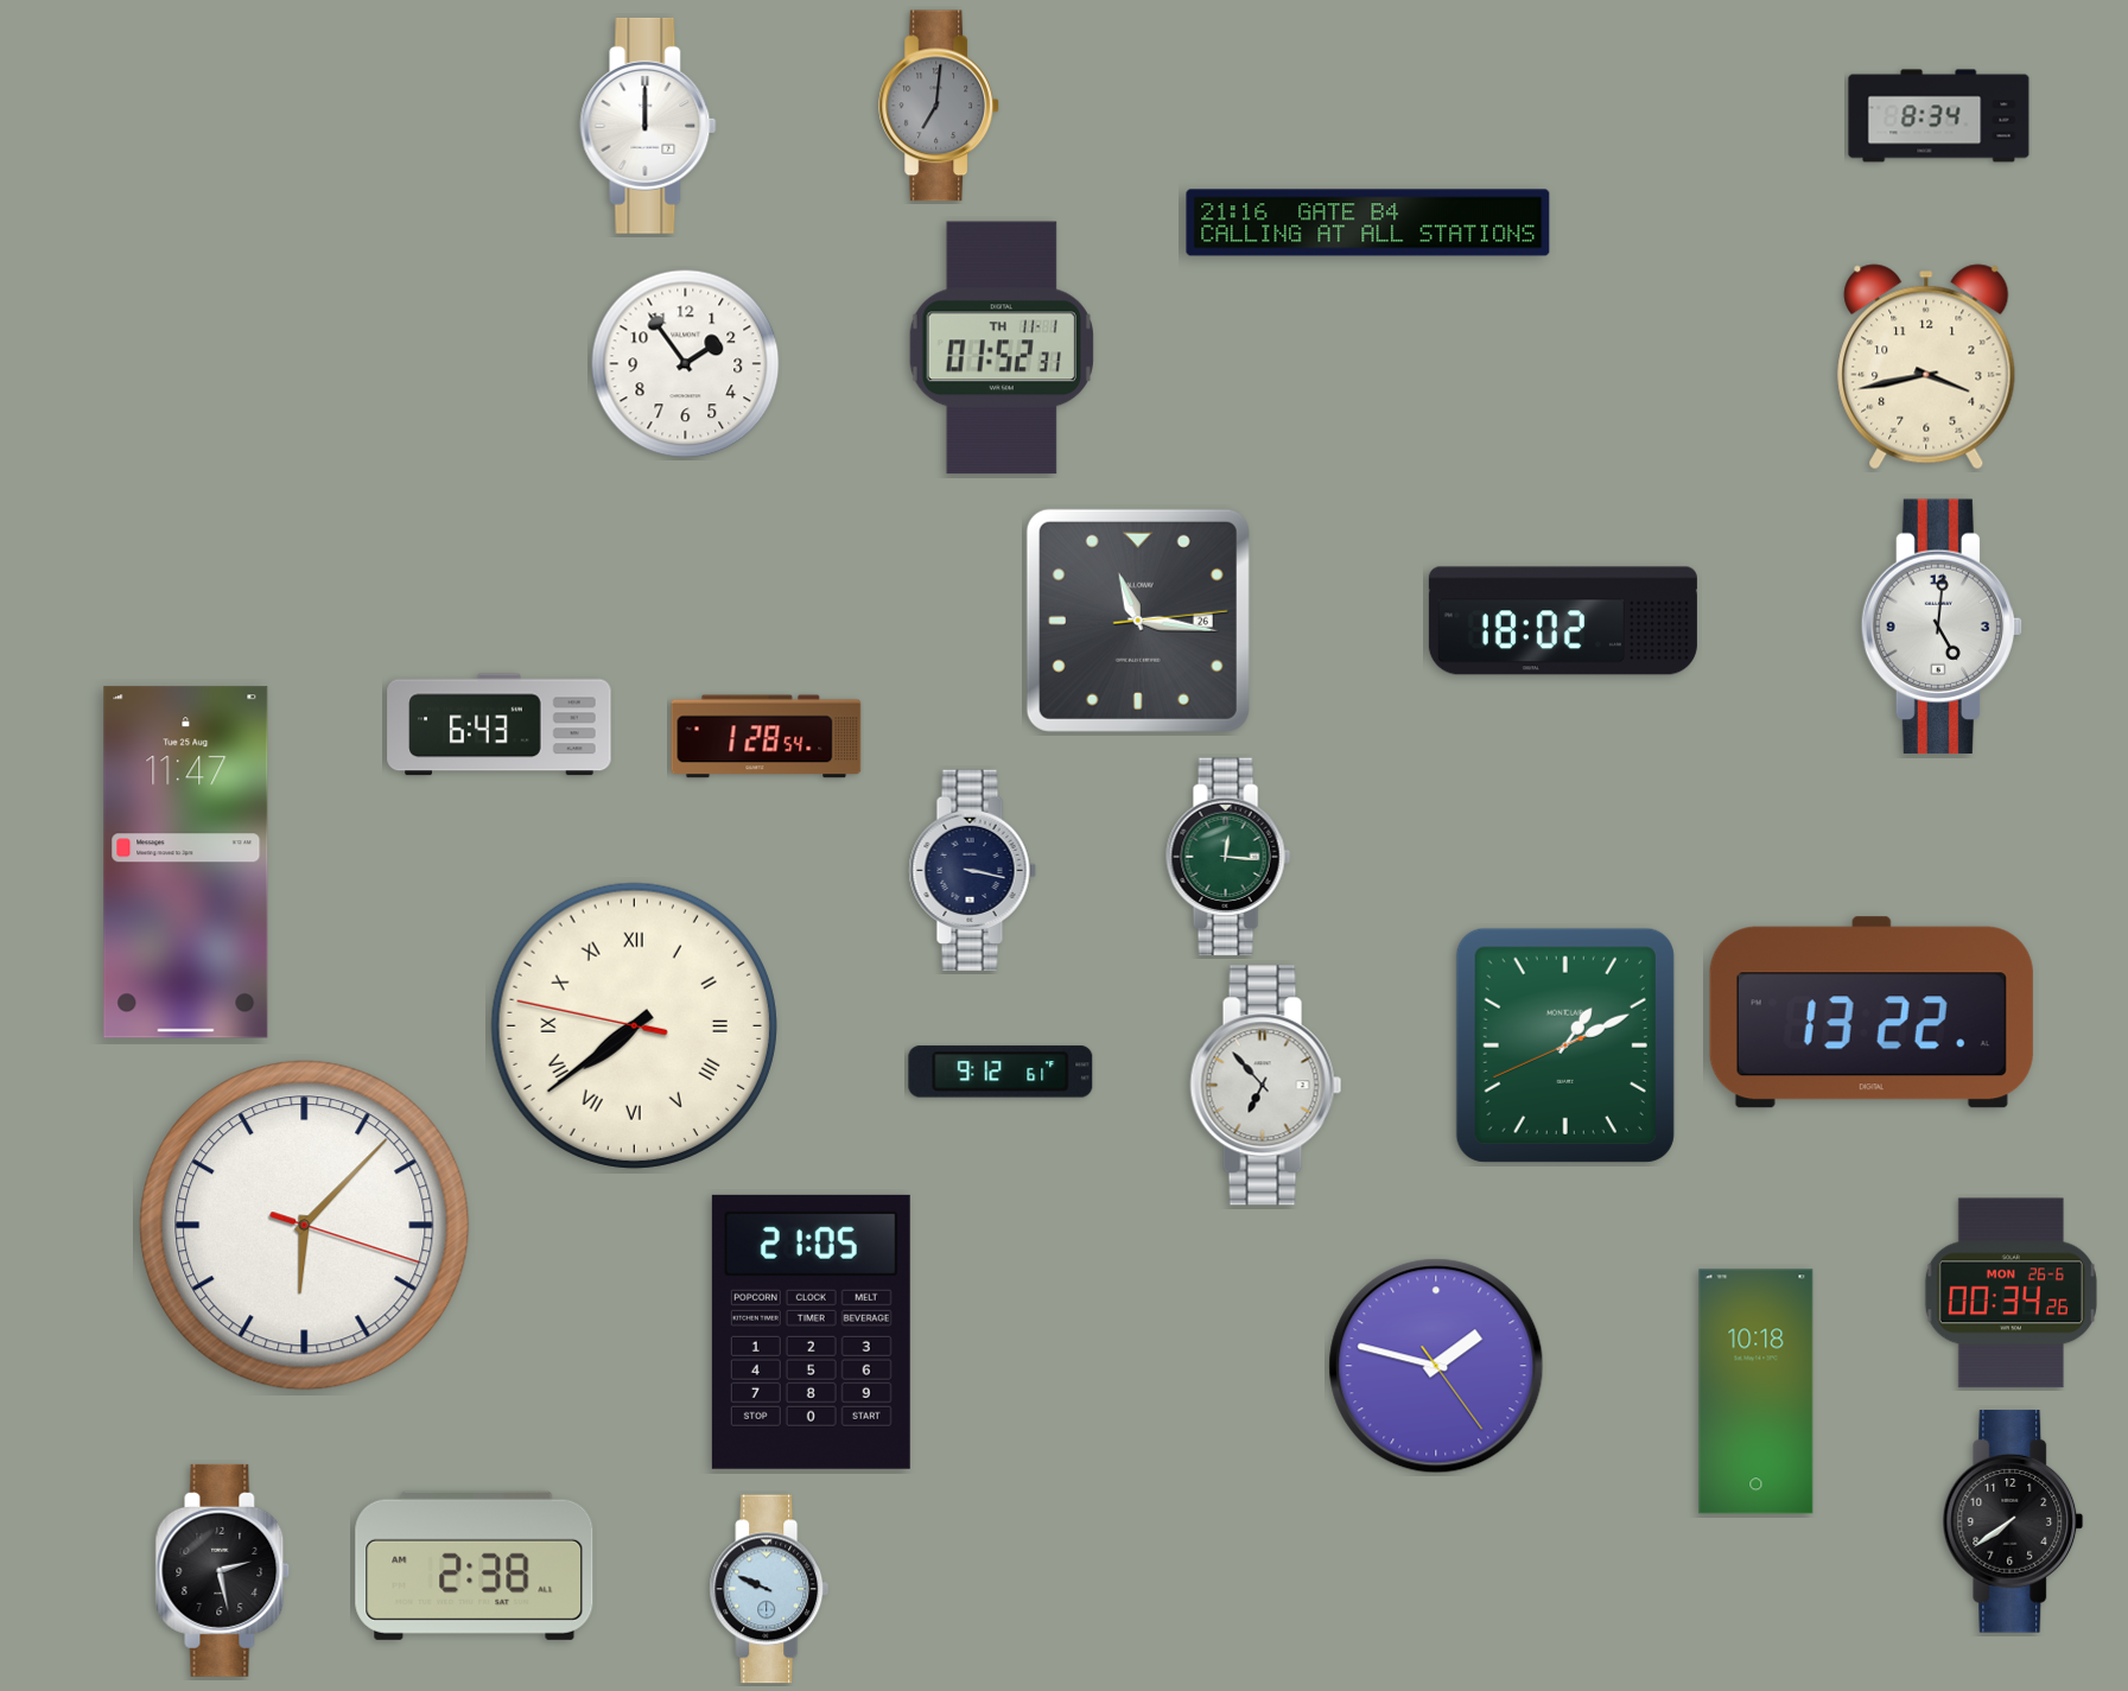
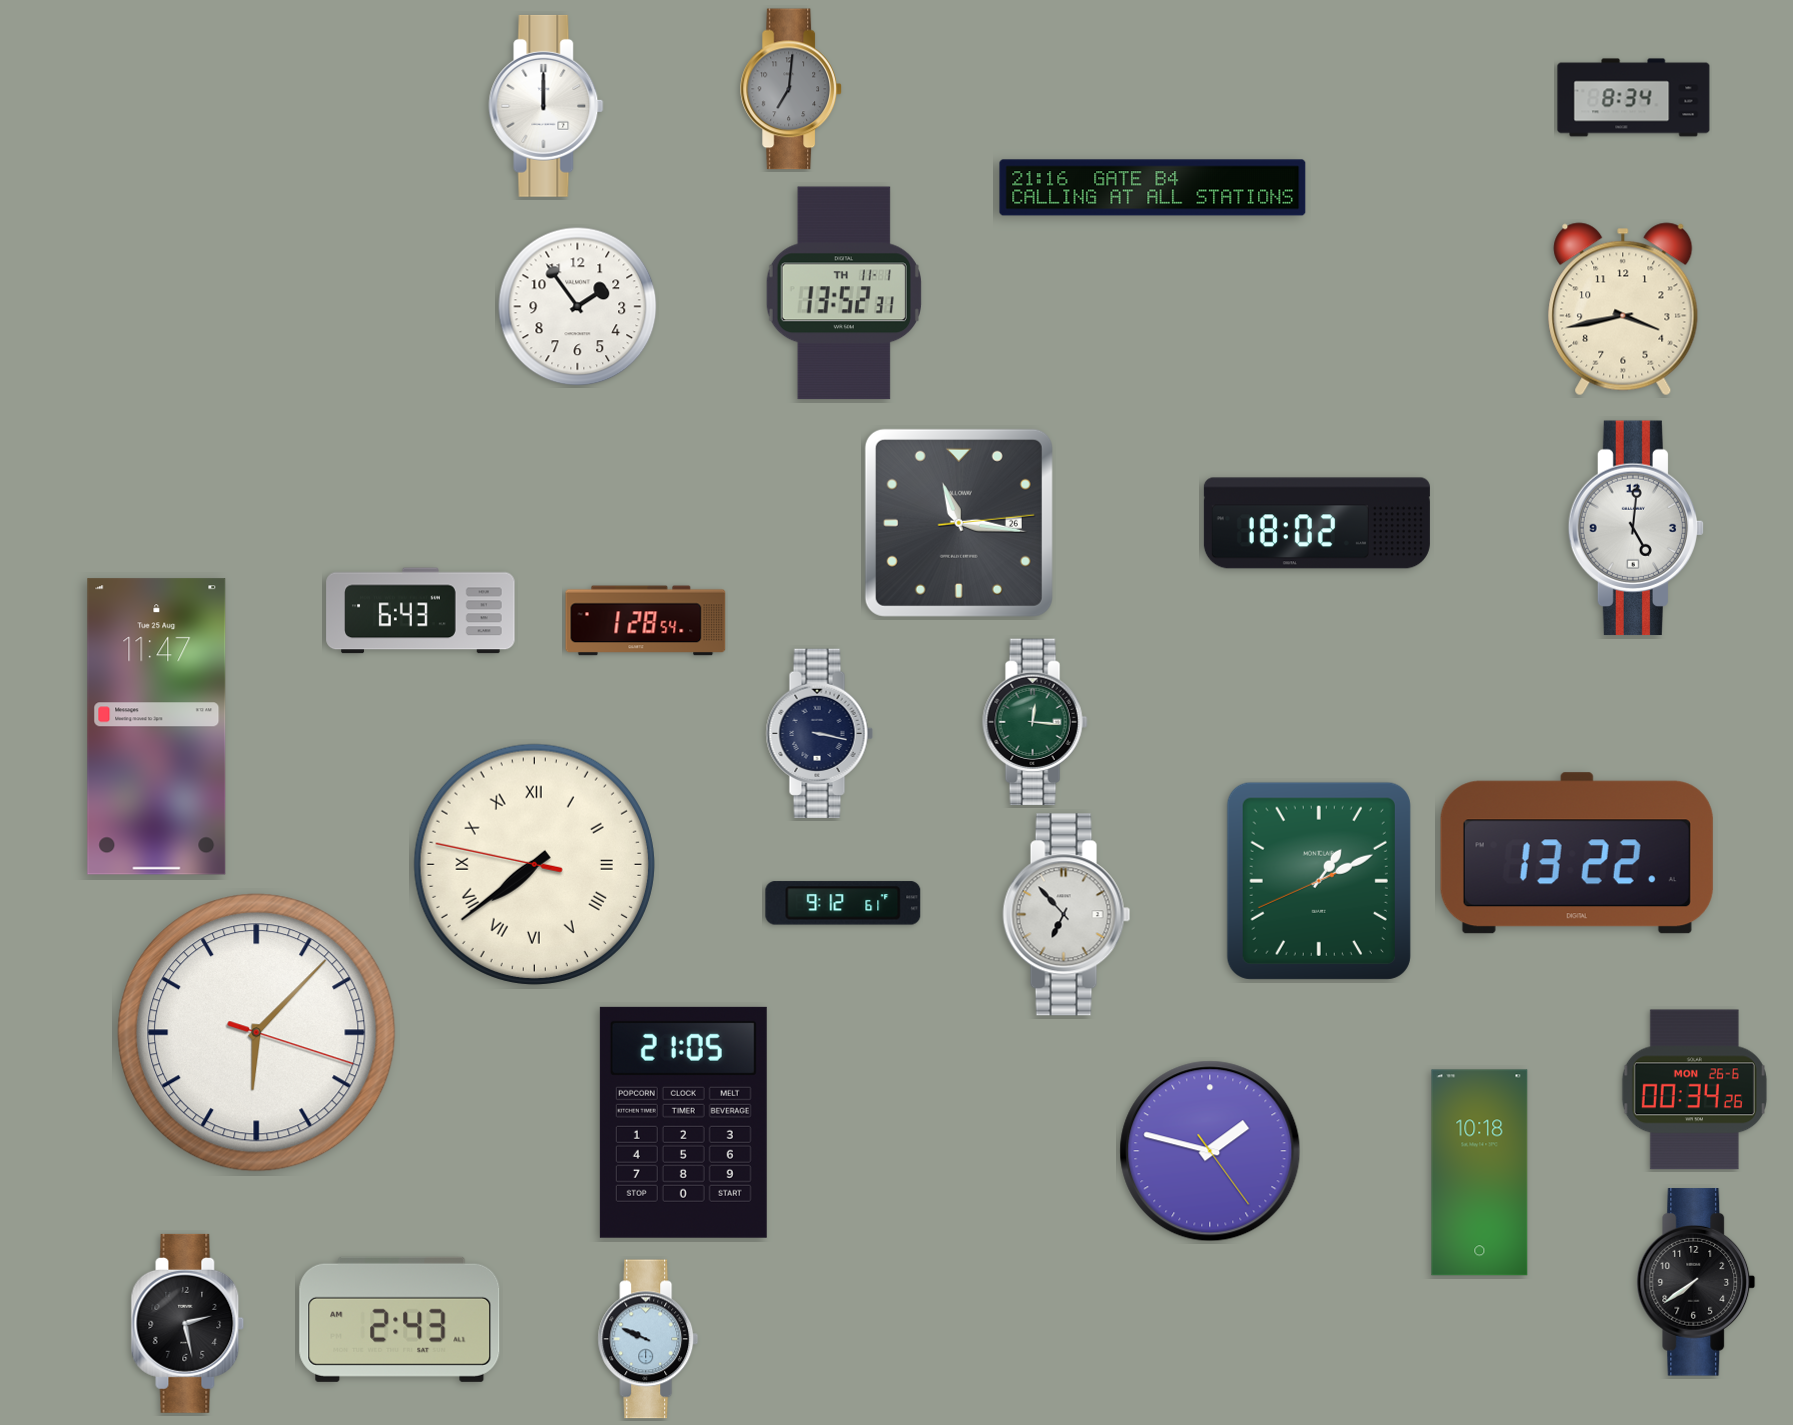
clock at (1002, 348): 01:52 -> 13:52
clock at (475, 1565): 2:38 -> 2:43
